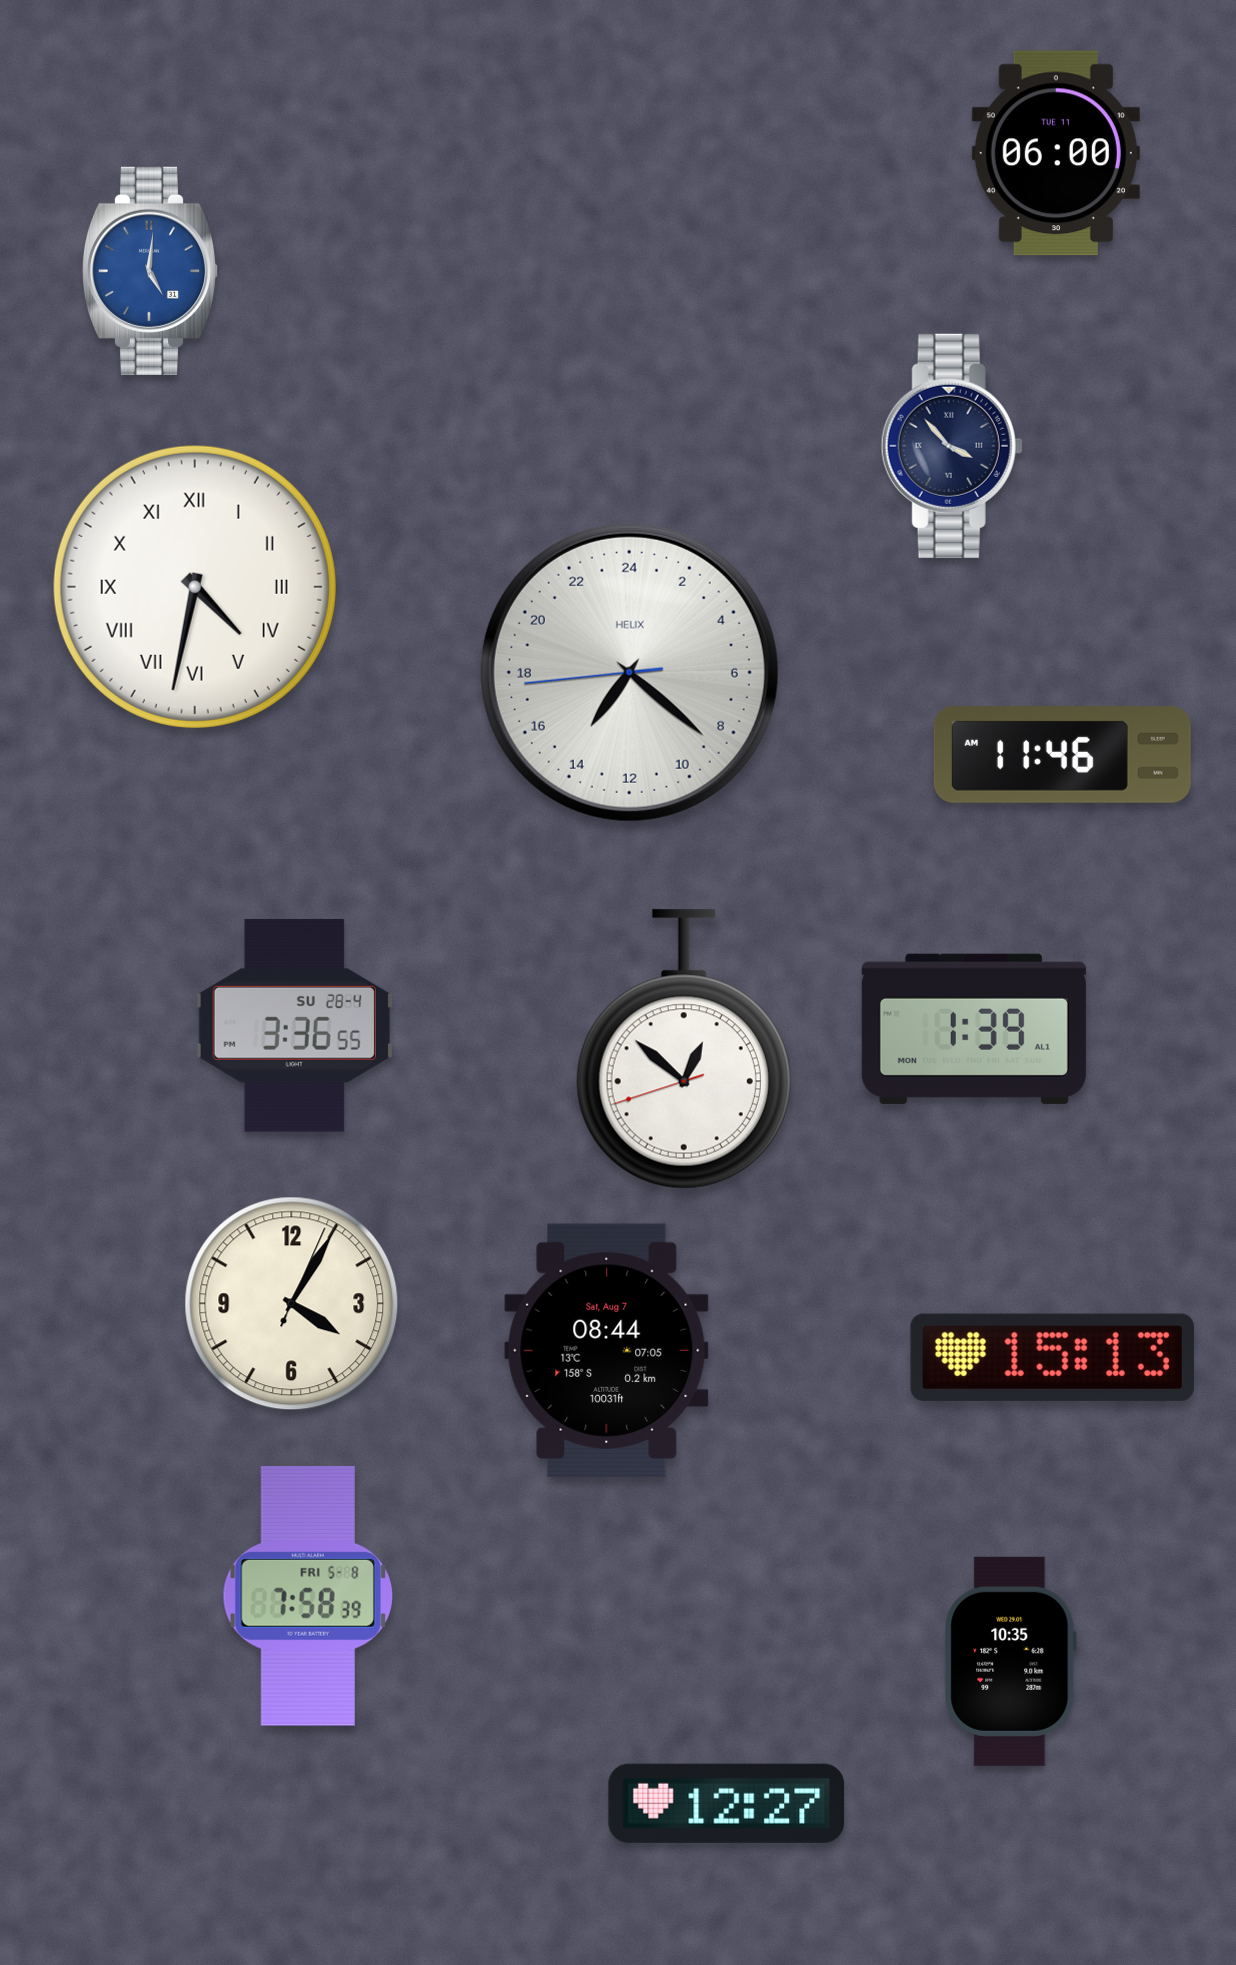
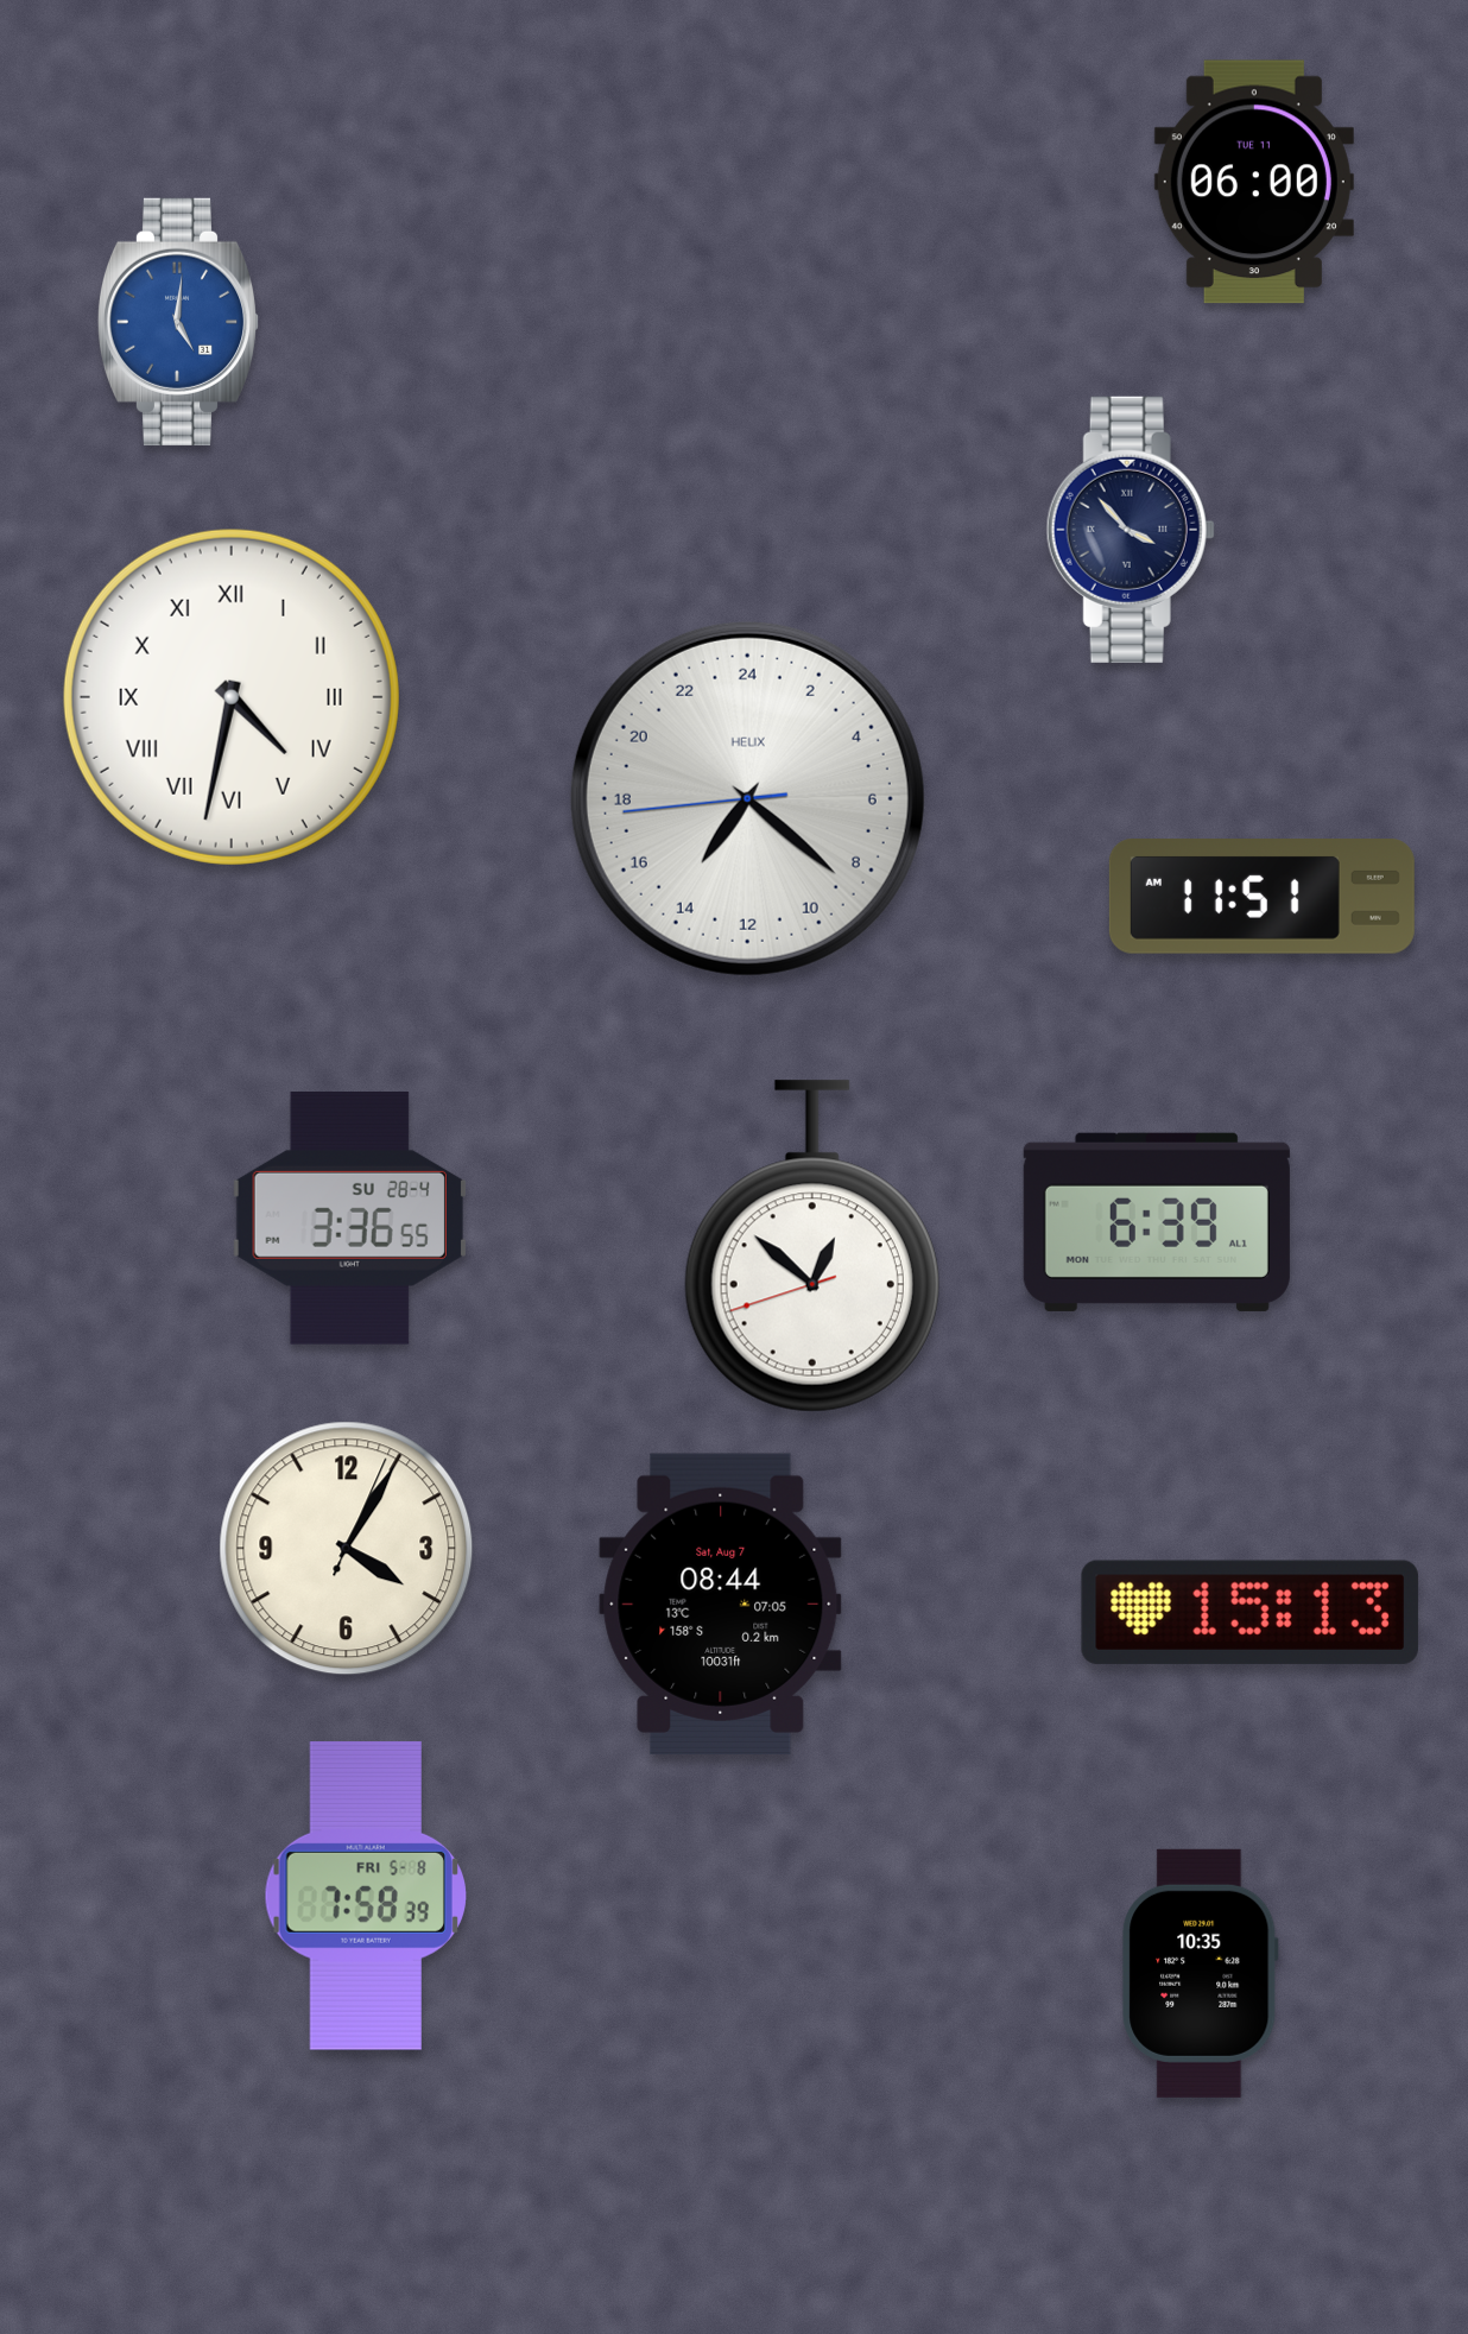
clock at (1062, 755): 11:46 -> 11:51
clock at (974, 1029): 1:39 -> 6:39
clock at (727, 1803): 12:27 -> none
